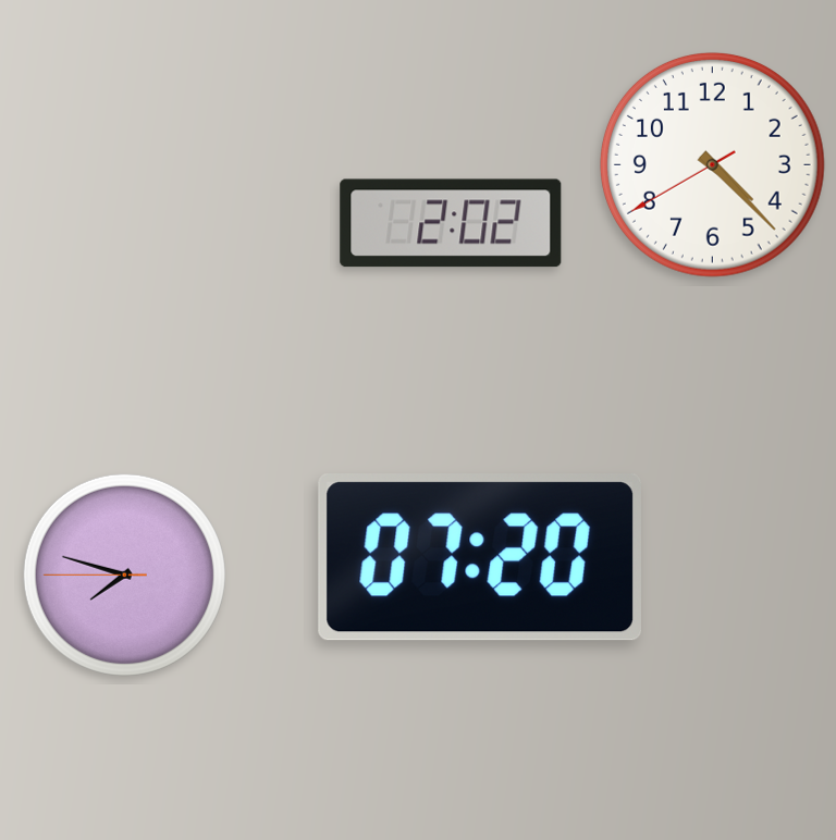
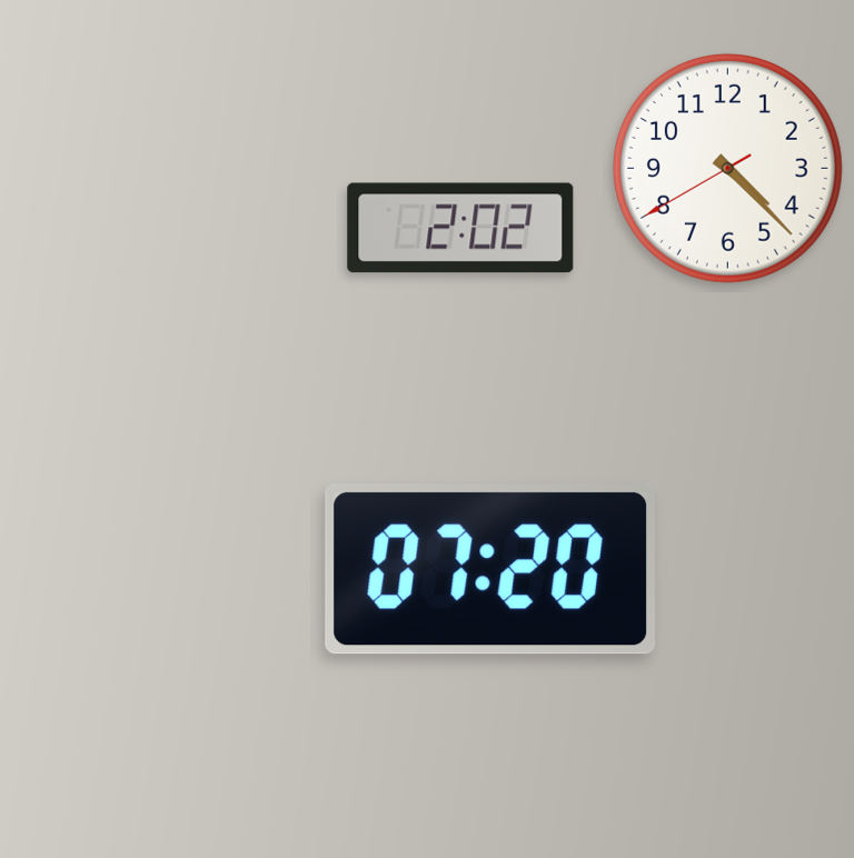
clock at (124, 575): 7:47 -> none
